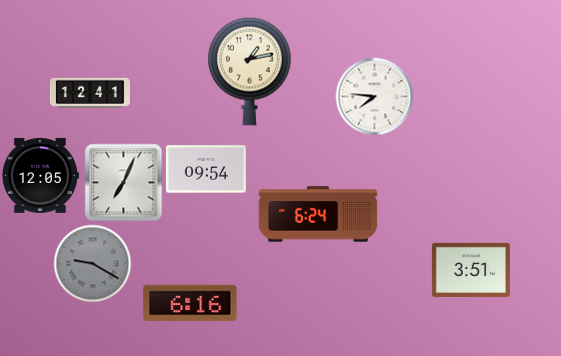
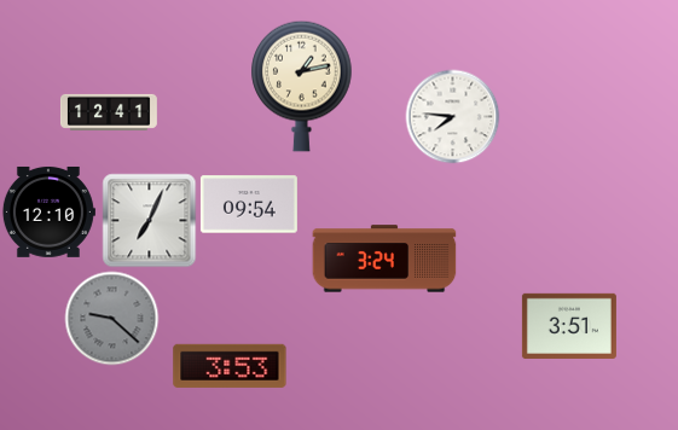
clock at (40, 175): 12:05 -> 12:10
clock at (318, 214): 6:24 -> 3:24
clock at (92, 263): 9:20 -> 9:22
clock at (190, 303): 6:16 -> 3:53
